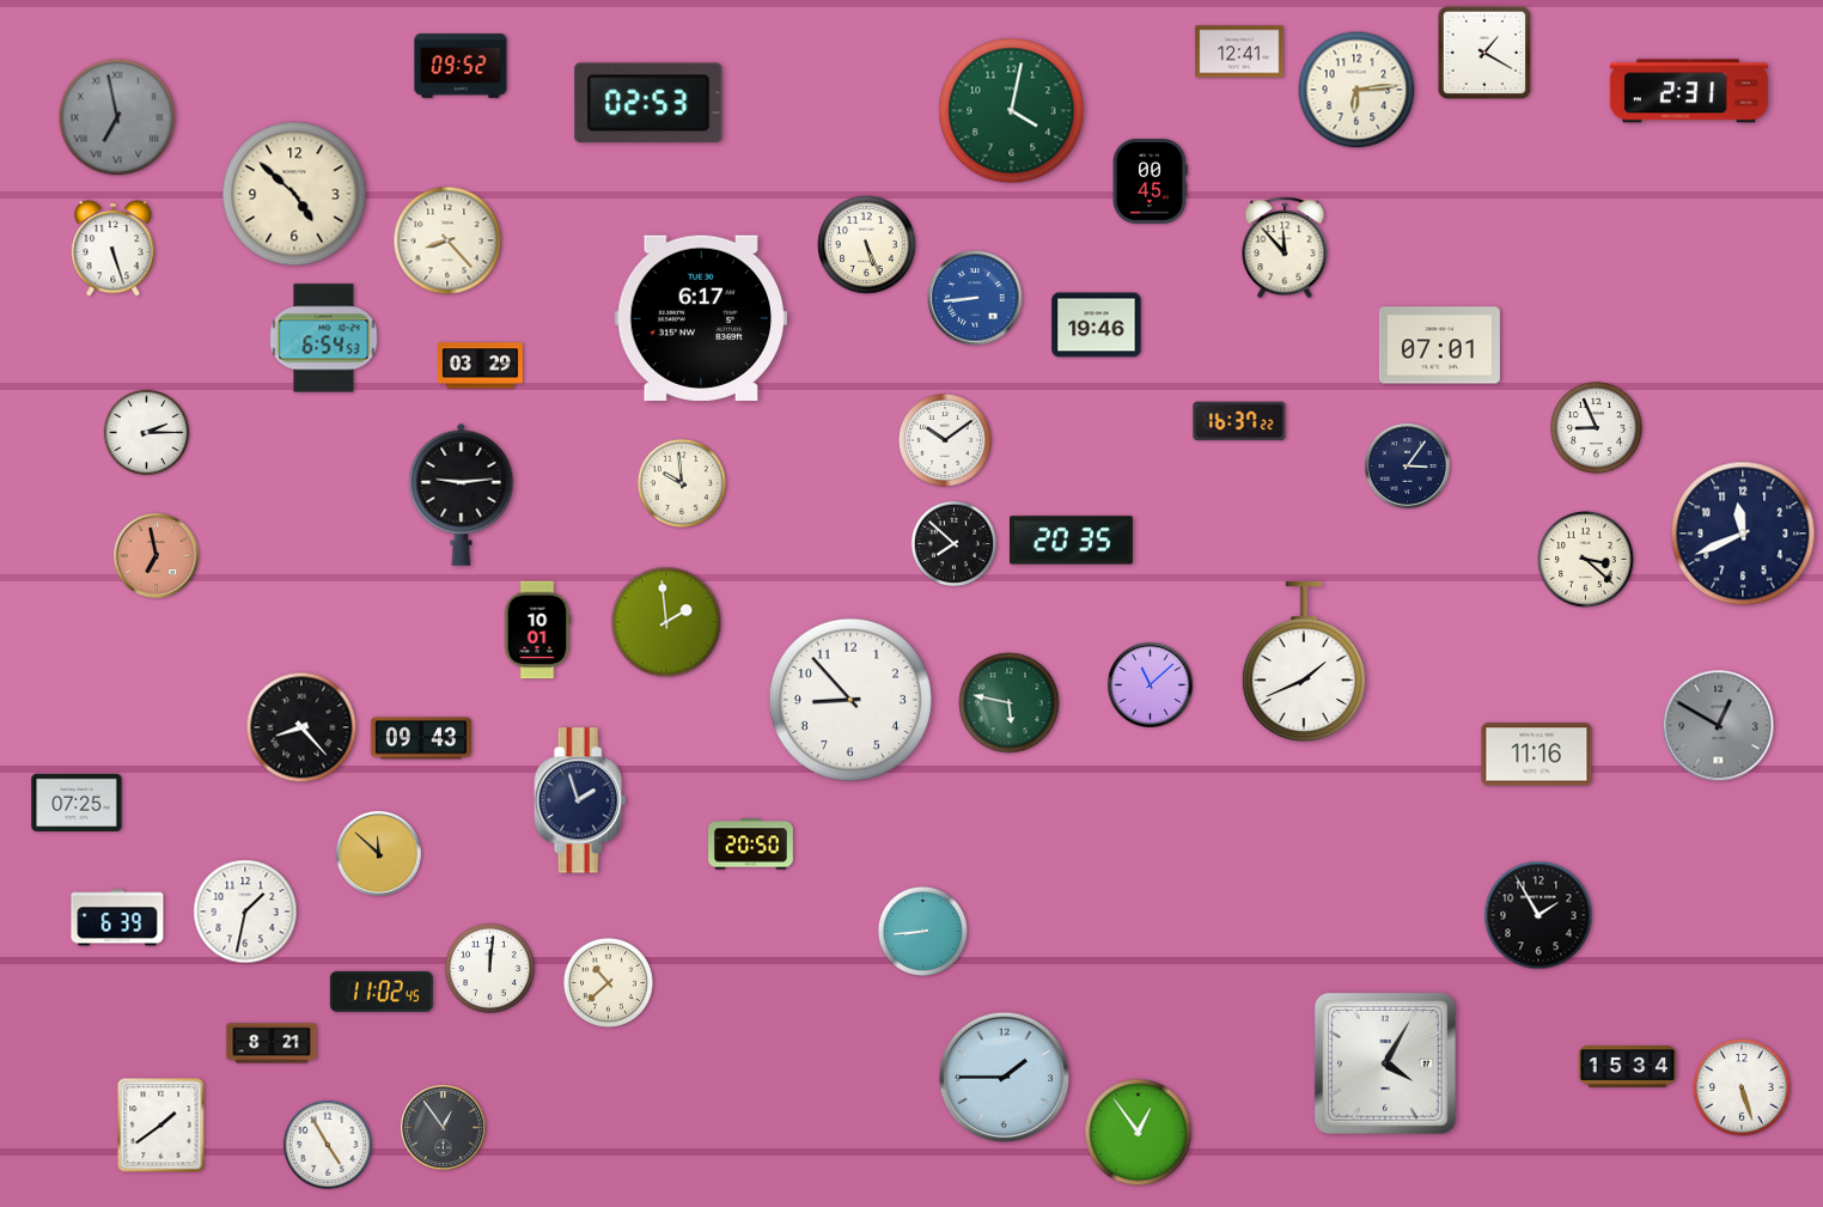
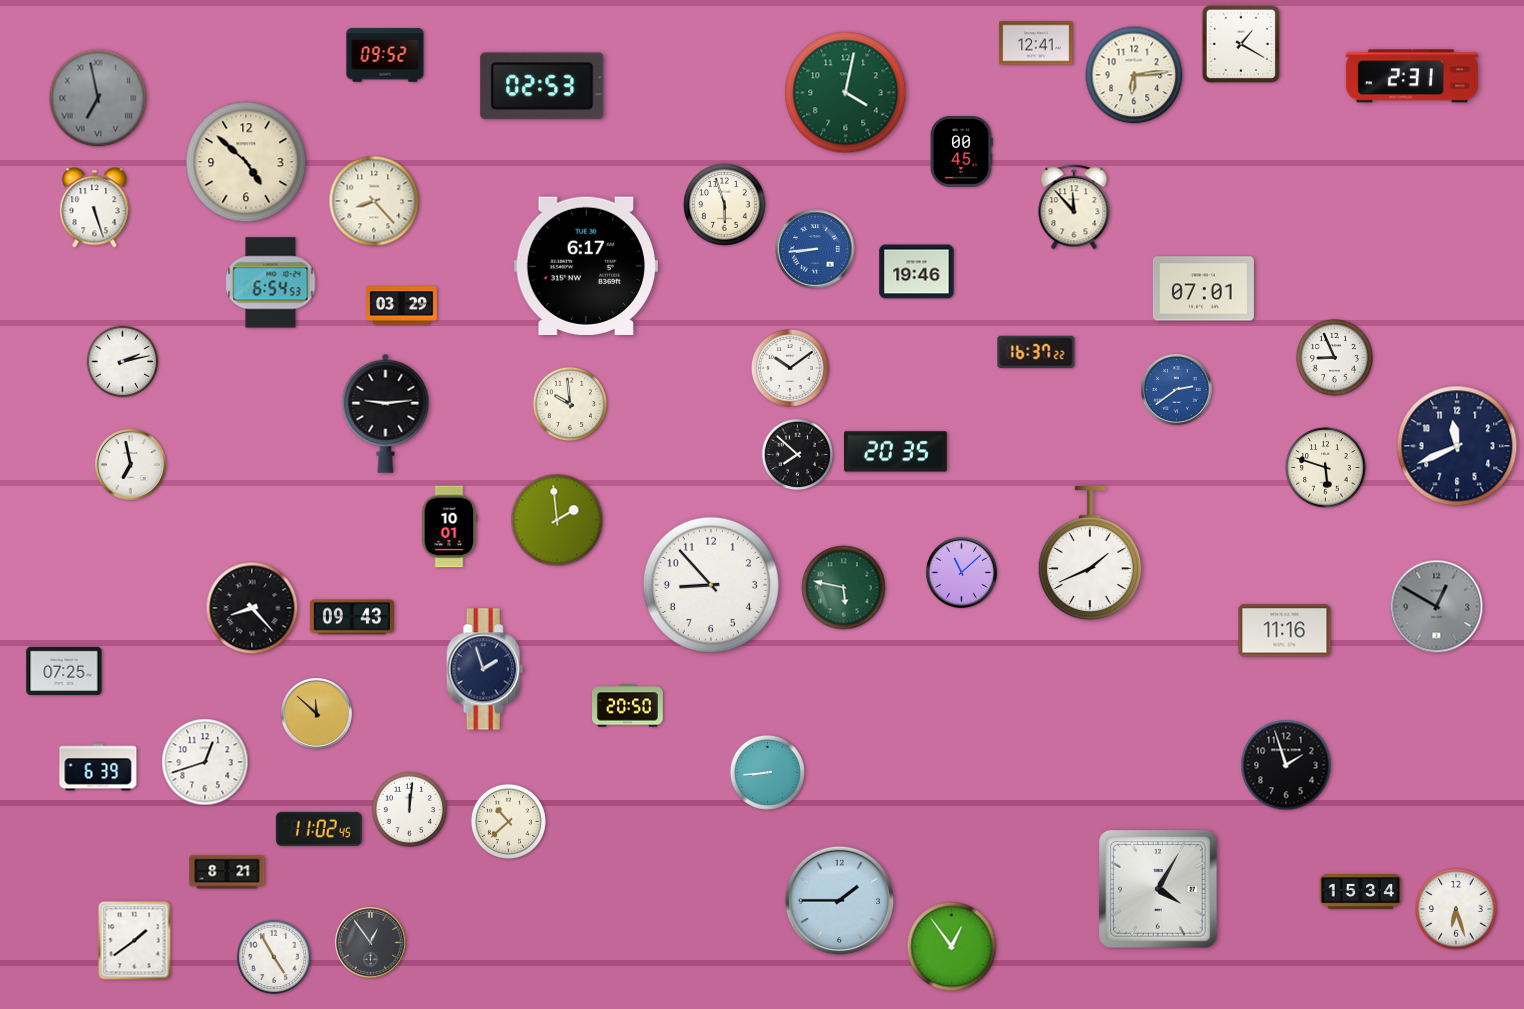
clock at (867, 245): 5:26 -> 5:57
clock at (147, 433): 2:15 -> 2:13
clock at (1408, 467): 3:06 -> 2:39
clock at (1408, 467) dial: navy -> blue
clock at (157, 556) dial: salmon -> white
clock at (1586, 560): 3:22 -> 5:48
clock at (245, 912): 1:32 -> 12:42
clock at (1538, 915): 1:55 -> 1:57
clock at (922, 931) position: (922, 931) -> (767, 772)
clock at (1742, 1087): 5:27 -> 6:27
